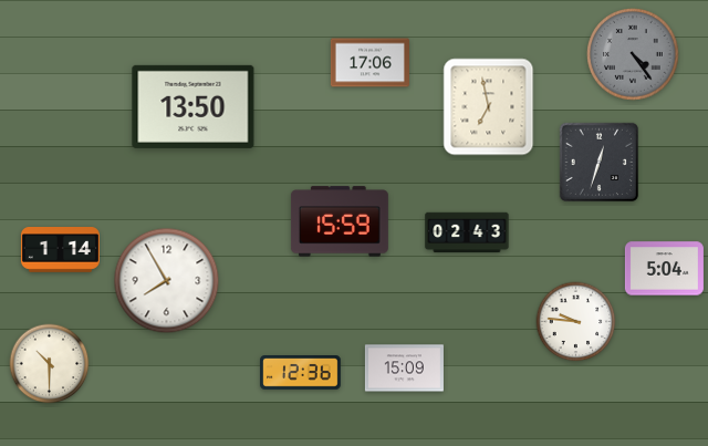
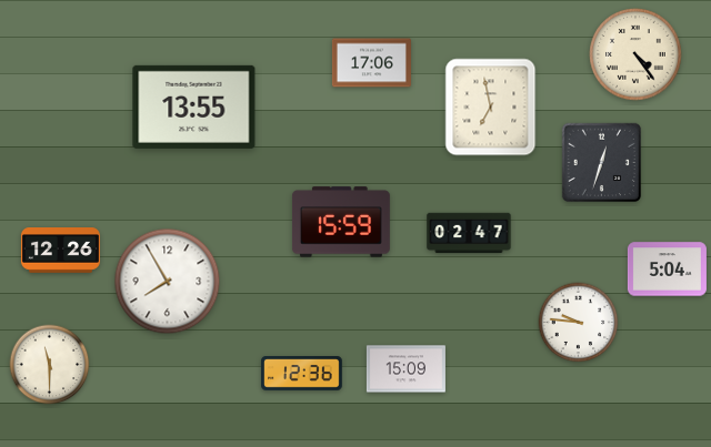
clock at (633, 54) dial: grey -> cream
clock at (194, 106): 13:50 -> 13:55
clock at (467, 232): 02:43 -> 02:47
clock at (60, 250): 1:14 -> 12:26
clock at (50, 364): 10:30 -> 11:30
